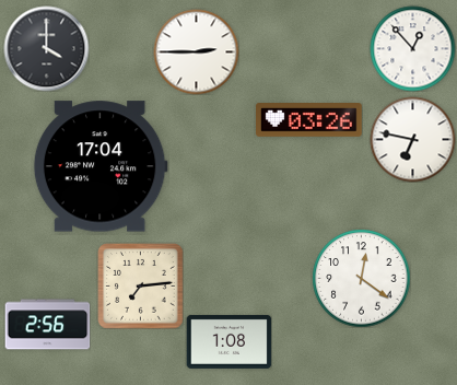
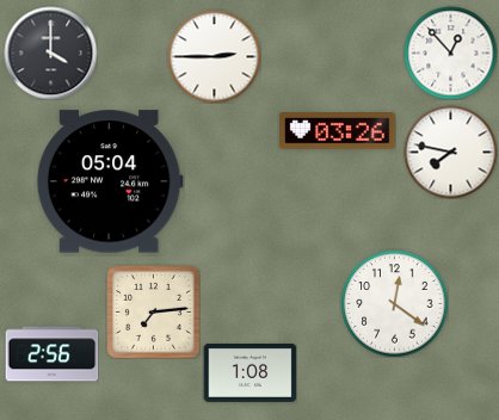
clock at (412, 139): 6:47 -> 7:47
clock at (101, 166): 17:04 -> 05:04
